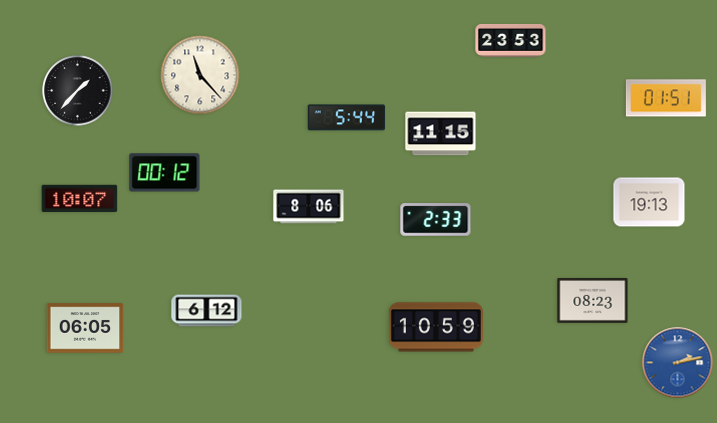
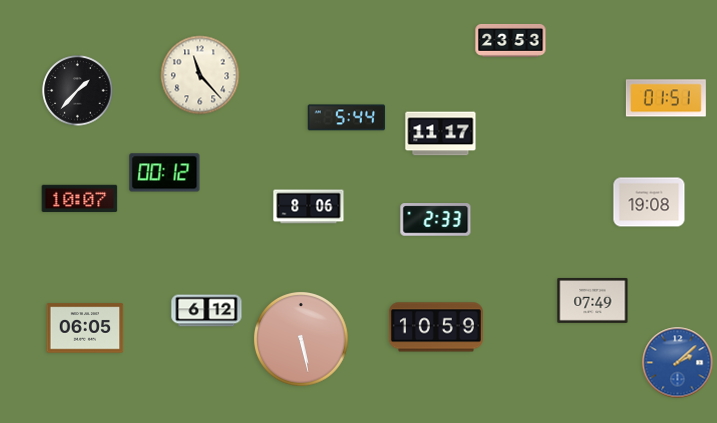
clock at (441, 134): 11:15 -> 11:17
clock at (649, 202): 19:13 -> 19:08
clock at (593, 300): 08:23 -> 07:49
clock at (302, 340): none -> 5:28
clock at (678, 363): 2:13 -> 2:08
